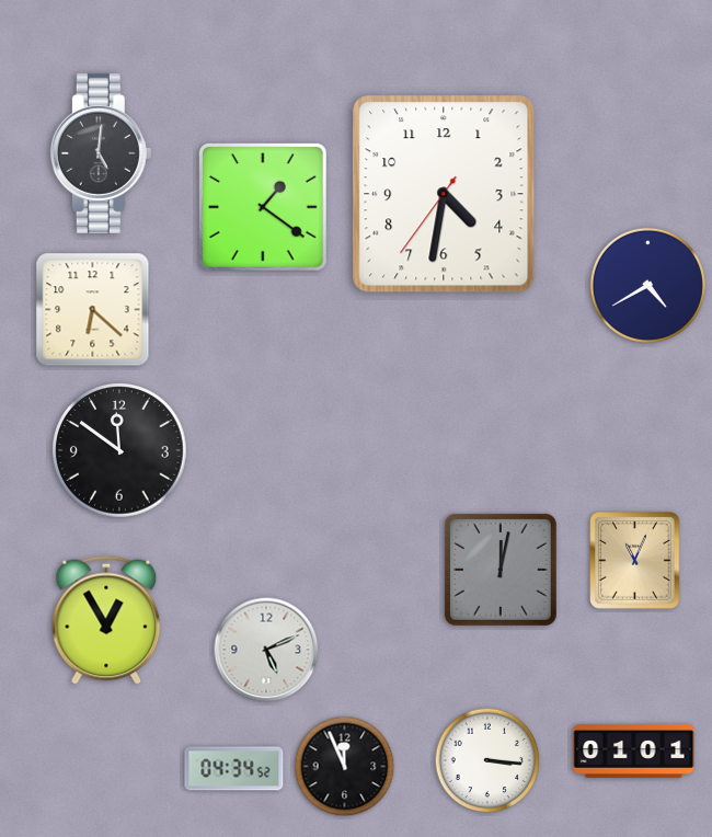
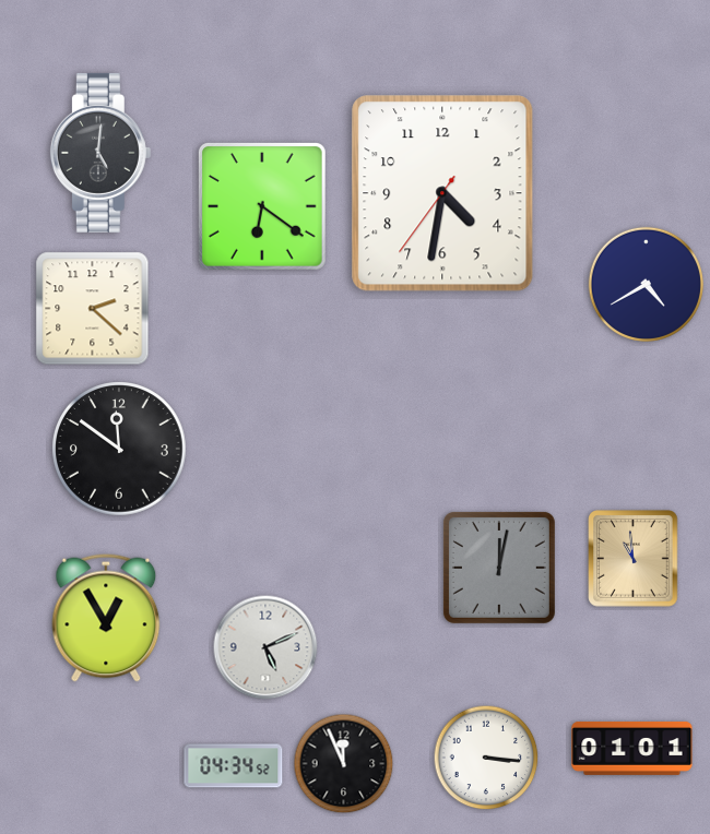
clock at (263, 207): 1:21 -> 6:21
clock at (93, 310): 6:22 -> 2:22
clock at (635, 561): 11:04 -> 10:59
